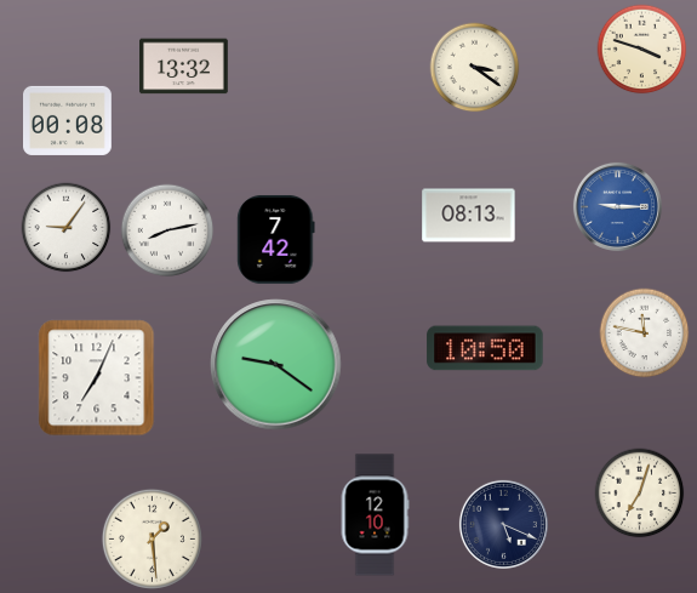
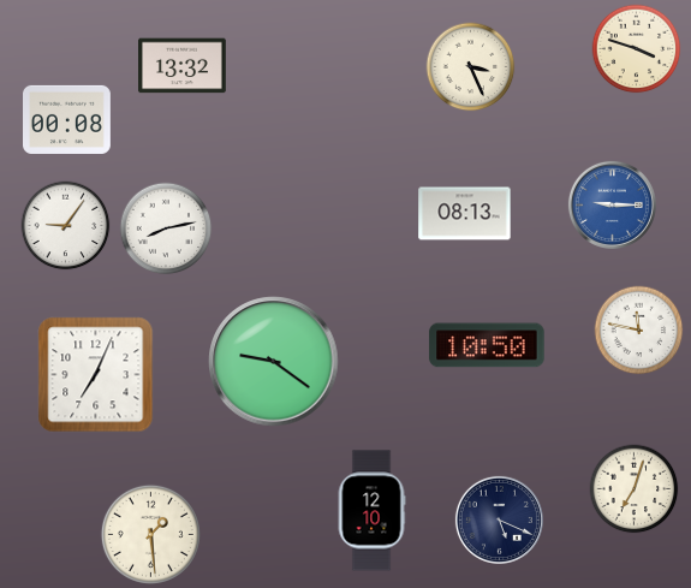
clock at (475, 68): 3:21 -> 3:26
clock at (276, 239): 7:42 -> none
clock at (485, 348) position: (485, 348) -> (487, 345)
